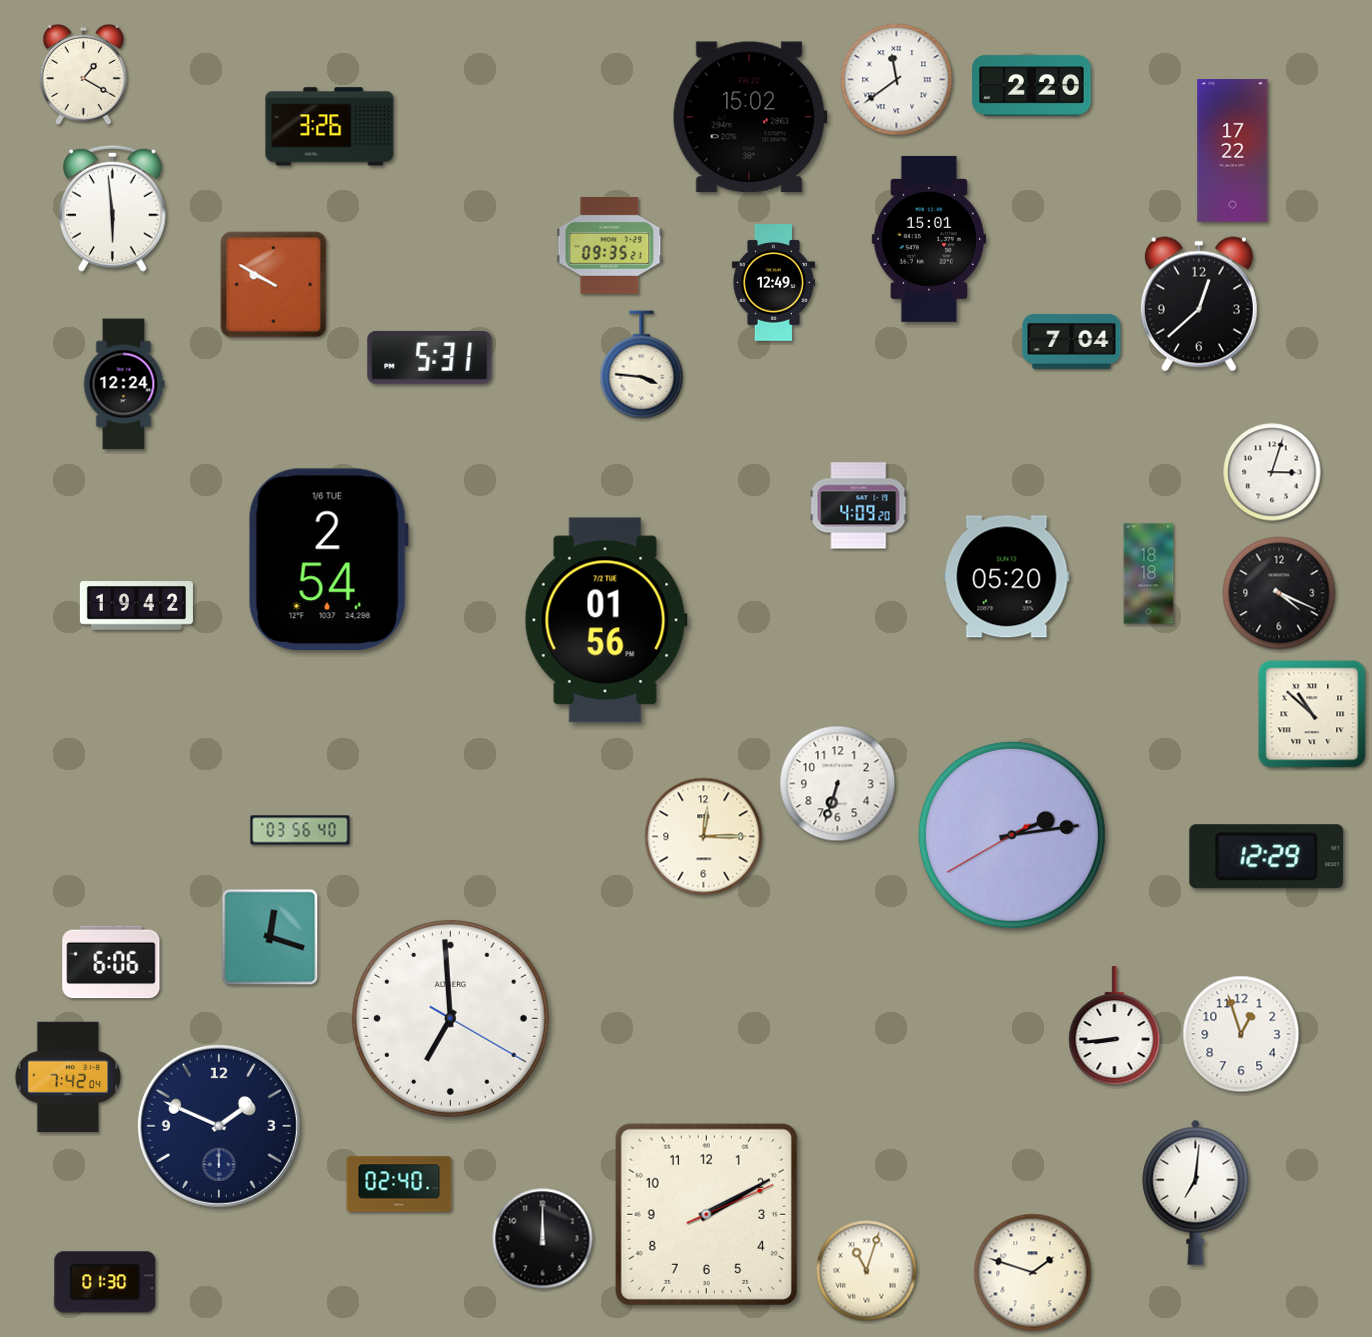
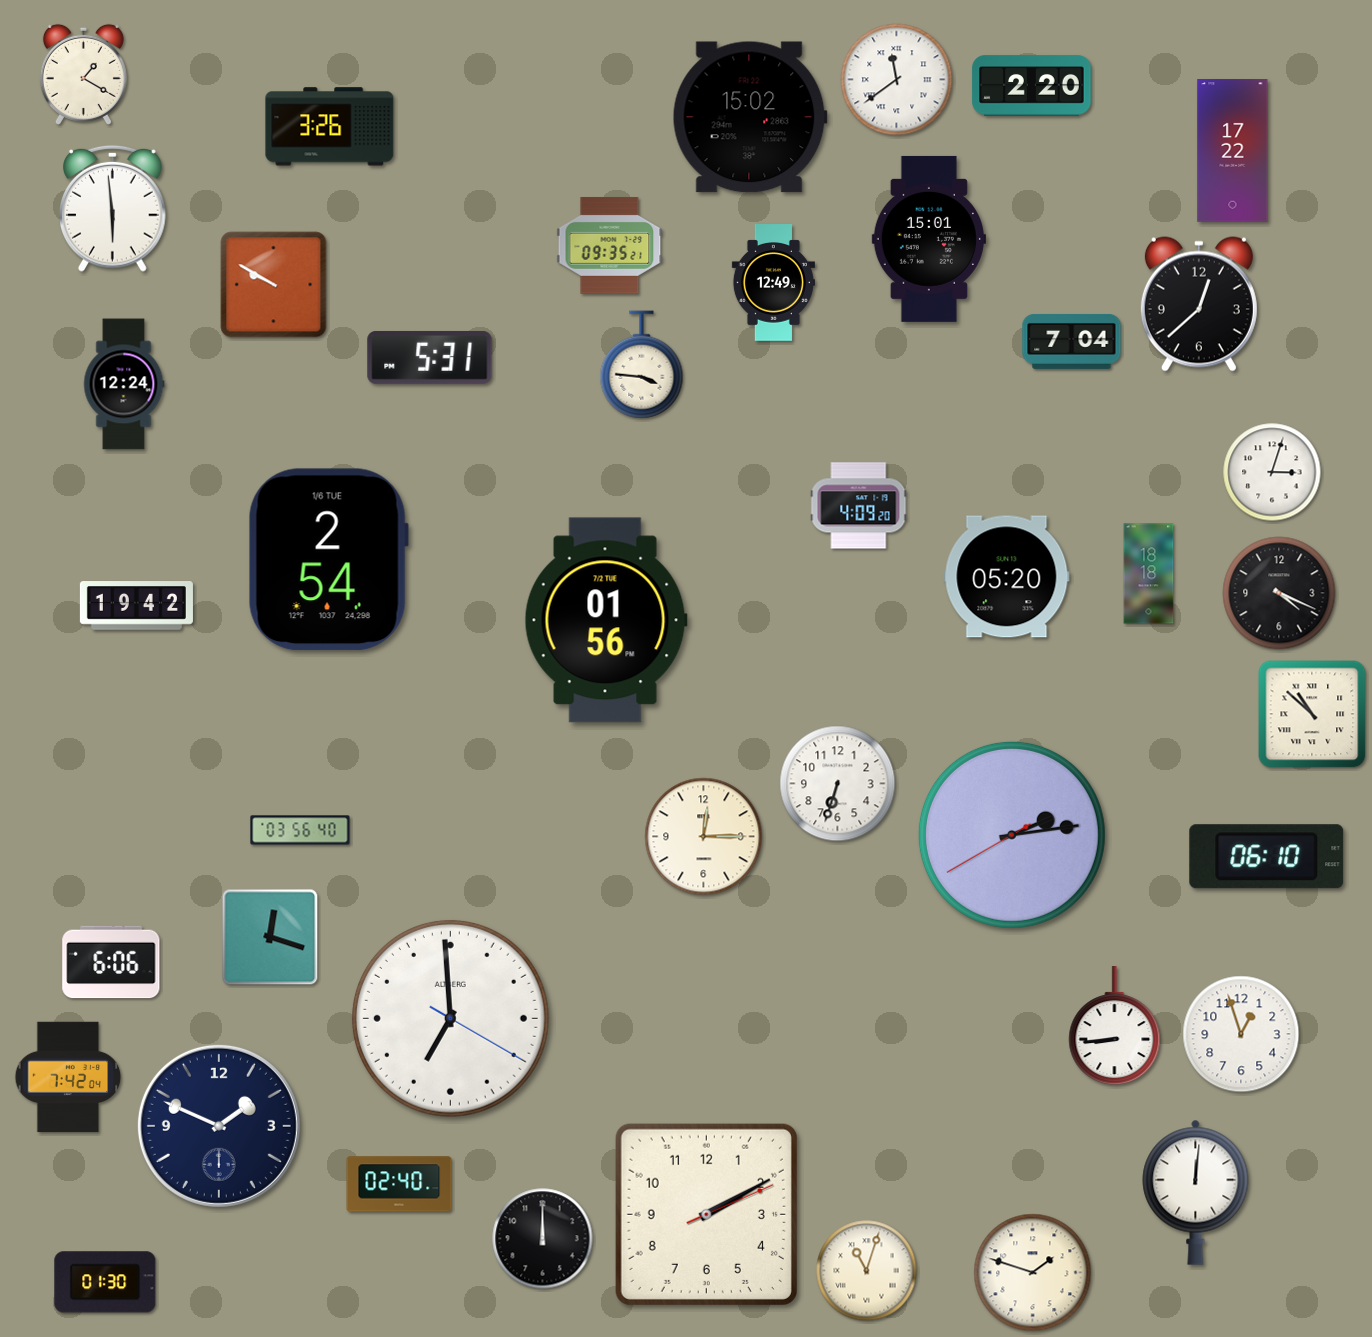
clock at (1267, 857): 12:29 -> 06:10
clock at (1196, 1192): 7:01 -> 12:01
